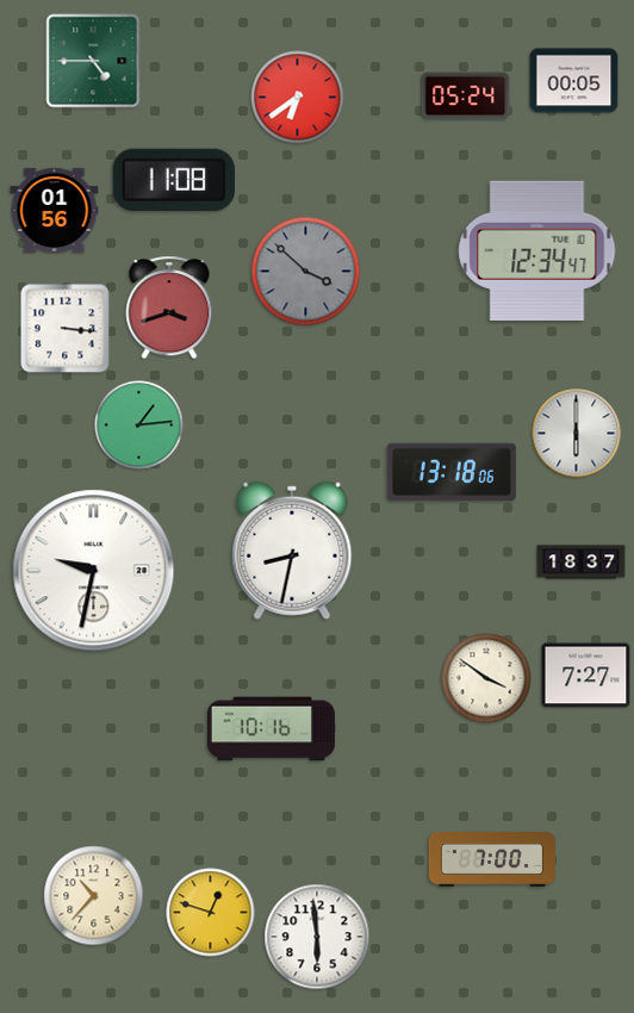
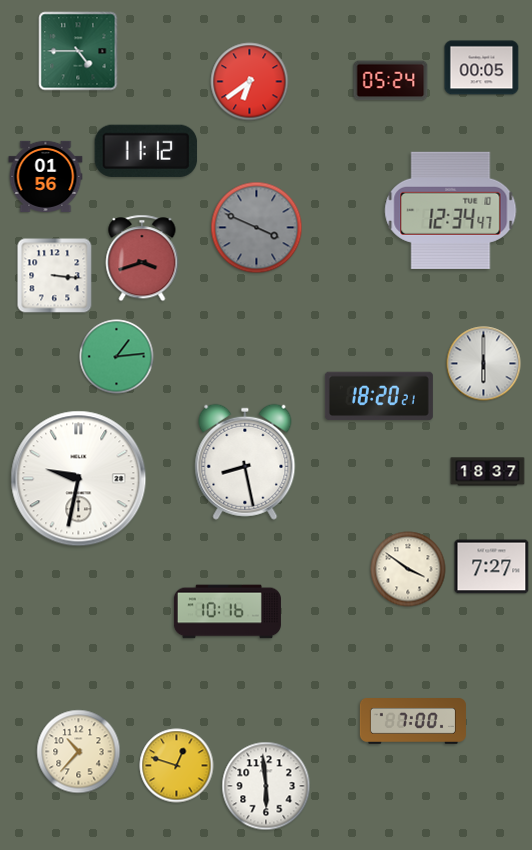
clock at (174, 180): 11:08 -> 11:12
clock at (306, 272): 3:52 -> 3:49
clock at (452, 472): 13:18 -> 18:20
clock at (292, 551): 8:32 -> 8:28
